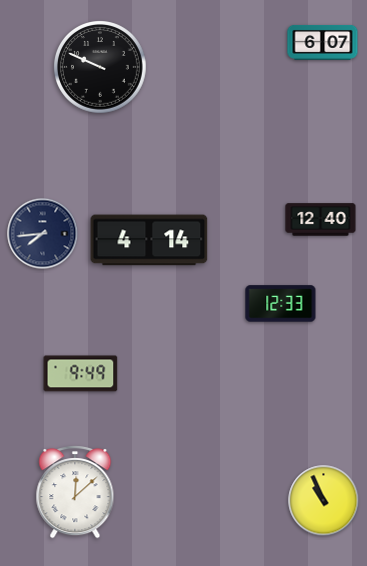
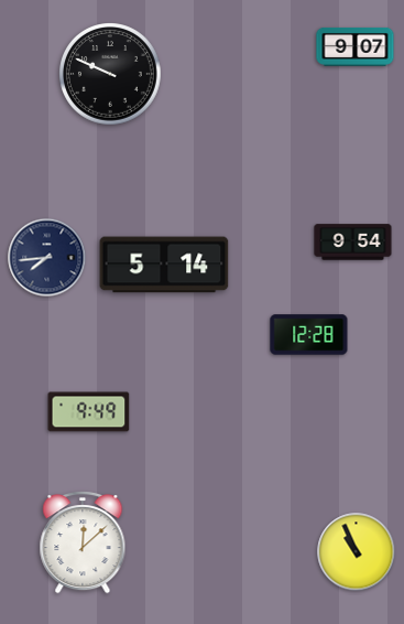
clock at (323, 42): 6:07 -> 9:07
clock at (321, 220): 12:40 -> 9:54
clock at (149, 240): 4:14 -> 5:14
clock at (281, 304): 12:33 -> 12:28
